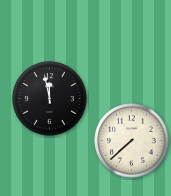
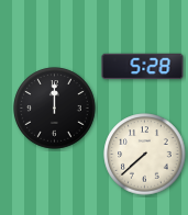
clock at (143, 67): none -> 5:28
clock at (50, 99): 11:58 -> 12:00
